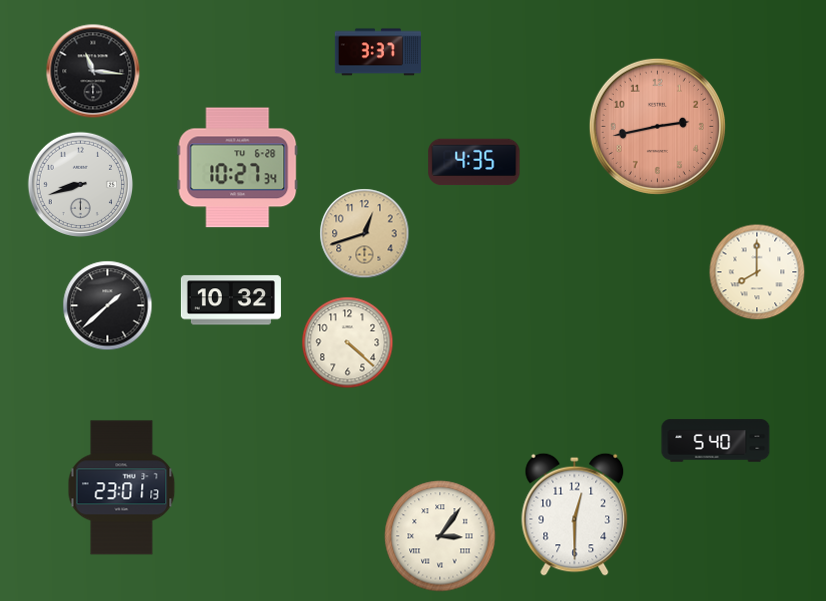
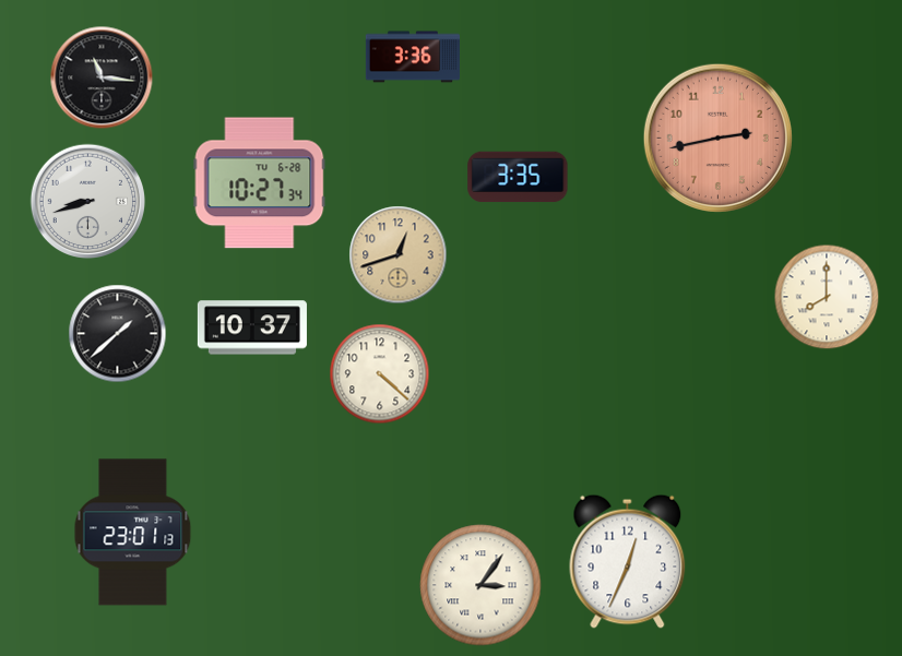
clock at (377, 52): 3:37 -> 3:36
clock at (474, 162): 4:35 -> 3:35
clock at (231, 300): 10:32 -> 10:37
clock at (716, 441): 5:40 -> none
clock at (575, 514): 12:30 -> 12:34
